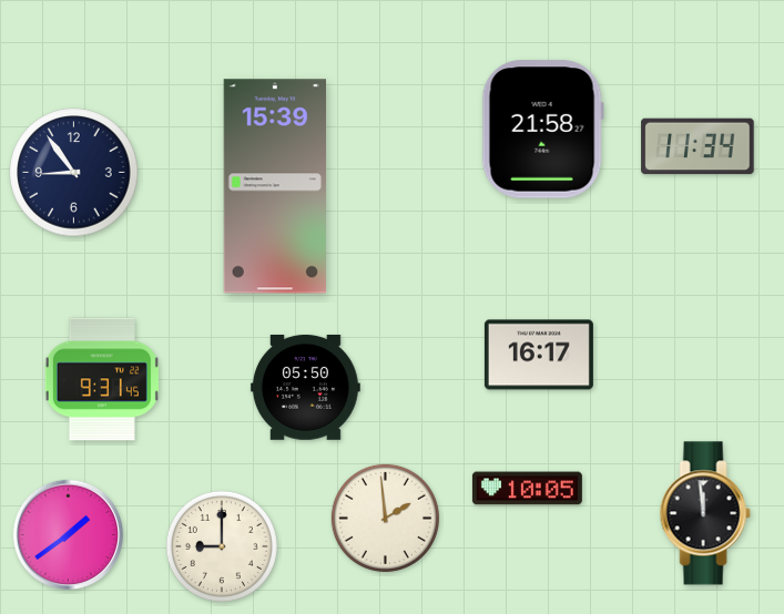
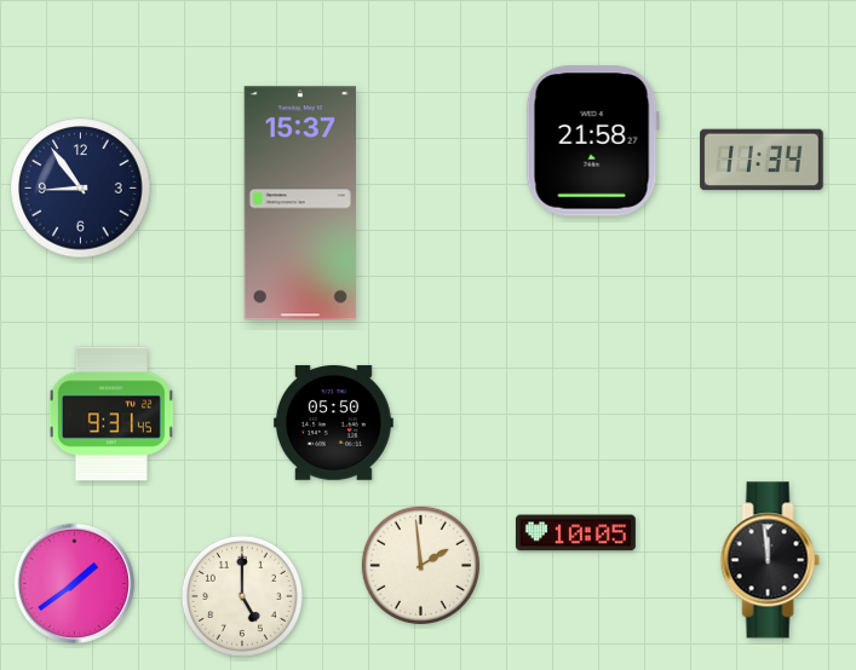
clock at (274, 186): 15:39 -> 15:37
clock at (539, 355): 16:17 -> none
clock at (222, 546): 9:00 -> 5:00
